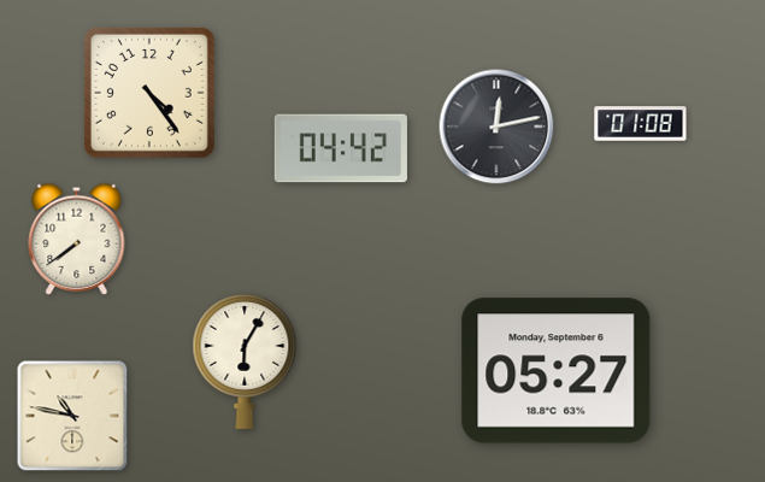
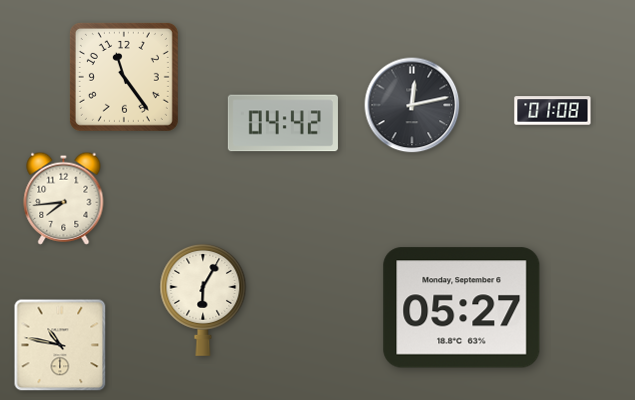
clock at (149, 93): 4:24 -> 11:24
clock at (641, 124) position: (641, 124) -> (553, 111)
clock at (77, 239): 7:39 -> 7:44
